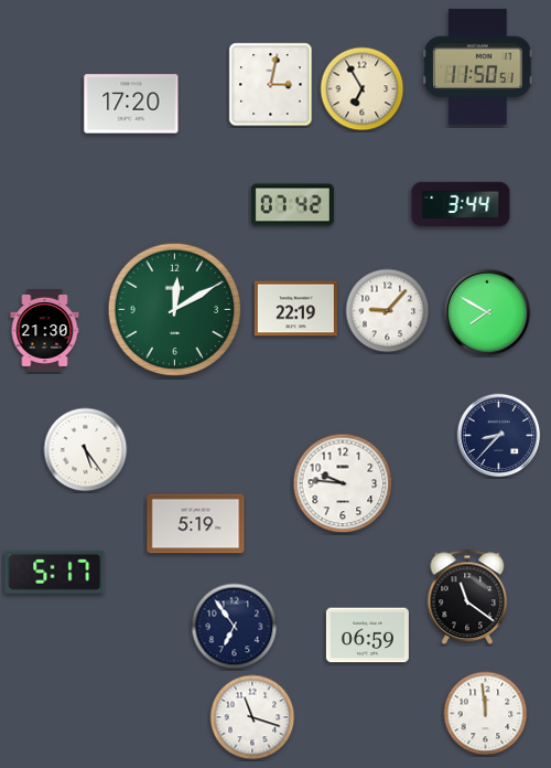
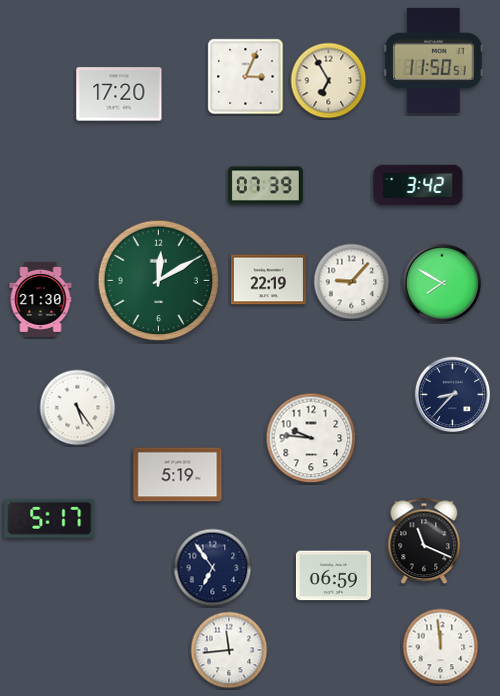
clock at (271, 85): 3:02 -> 3:04
clock at (461, 204): 3:44 -> 3:42
clock at (292, 205): 07:42 -> 07:39
clock at (467, 597): 11:21 -> 11:19
clock at (252, 717): 11:18 -> 11:44
